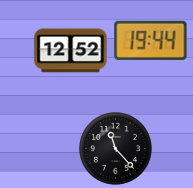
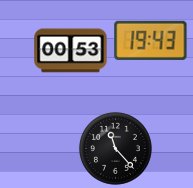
clock at (151, 40): 19:44 -> 19:43
clock at (71, 51): 12:52 -> 00:53
